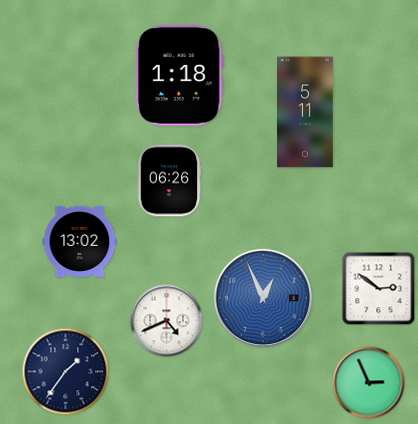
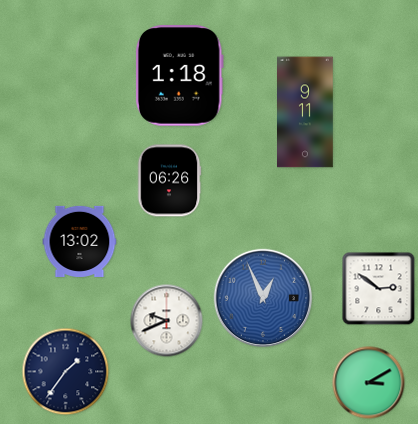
clock at (306, 112): 5:11 -> 9:11
clock at (167, 321): 4:41 -> 9:41
clock at (369, 383): 2:56 -> 3:10
